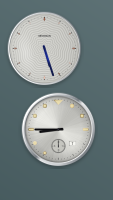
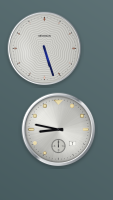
clock at (59, 130): 8:45 -> 8:47
